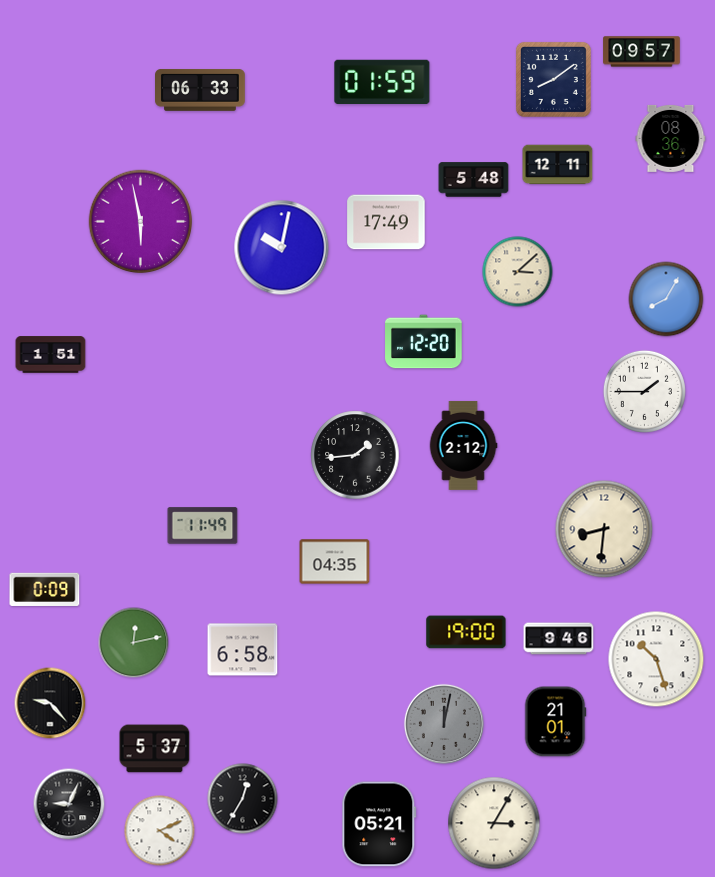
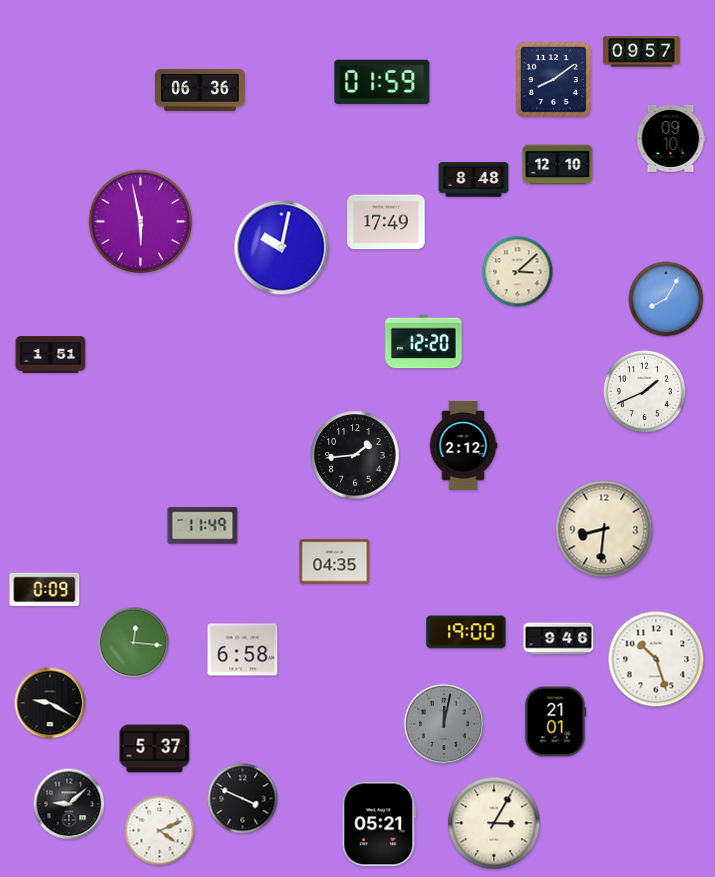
clock at (201, 91): 06:33 -> 06:36
clock at (671, 138): 08:36 -> 09:10
clock at (558, 165): 12:11 -> 12:10
clock at (474, 180): 5:48 -> 8:48
clock at (644, 391): 1:45 -> 1:41
clock at (134, 643): 12:13 -> 12:16
clock at (50, 703): 9:23 -> 9:20
clock at (243, 799): 12:35 -> 3:49
clock at (69, 804): 9:04 -> 9:08
